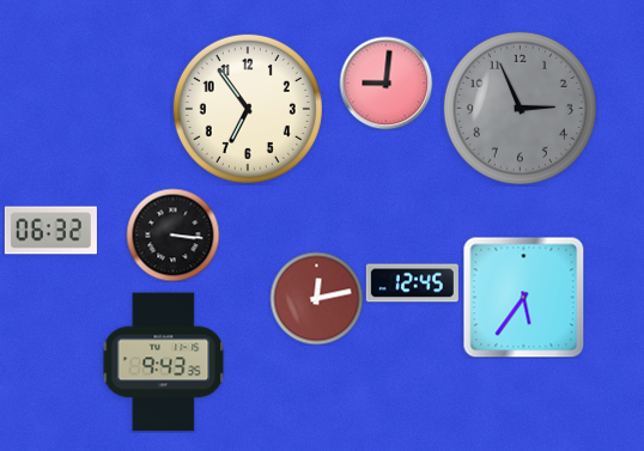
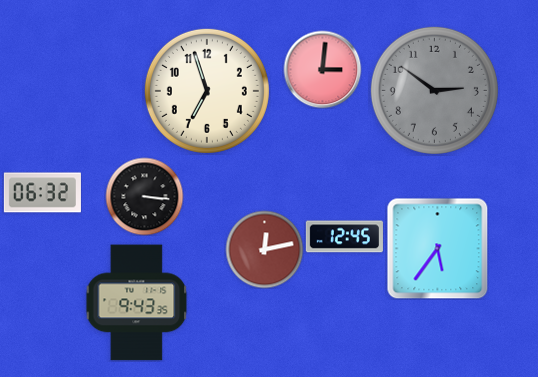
clock at (385, 83): 9:01 -> 3:01
clock at (520, 108): 2:56 -> 2:51
clock at (248, 109): 6:54 -> 6:57
